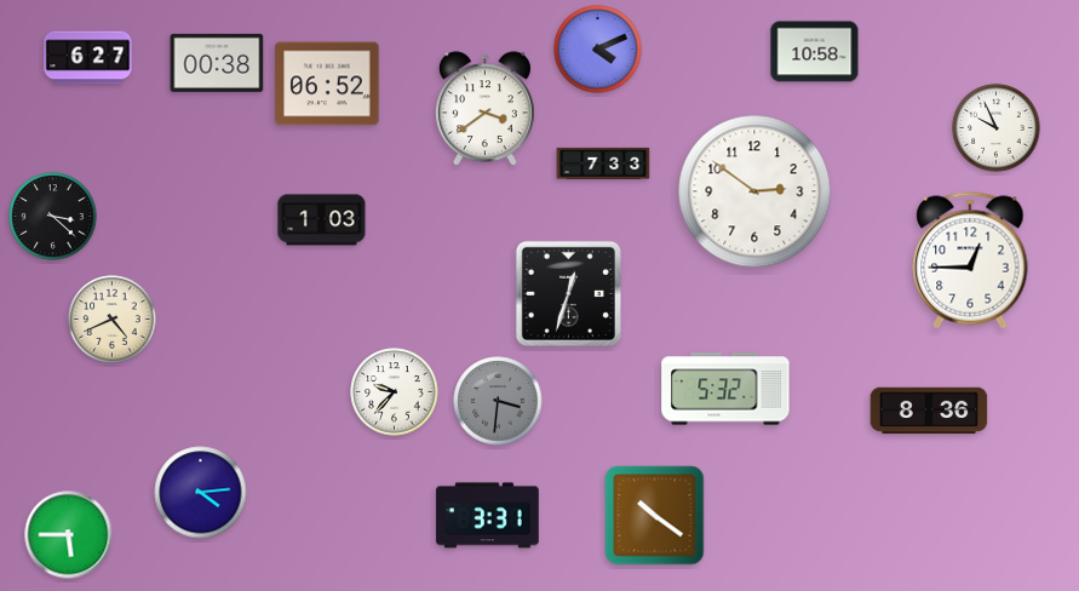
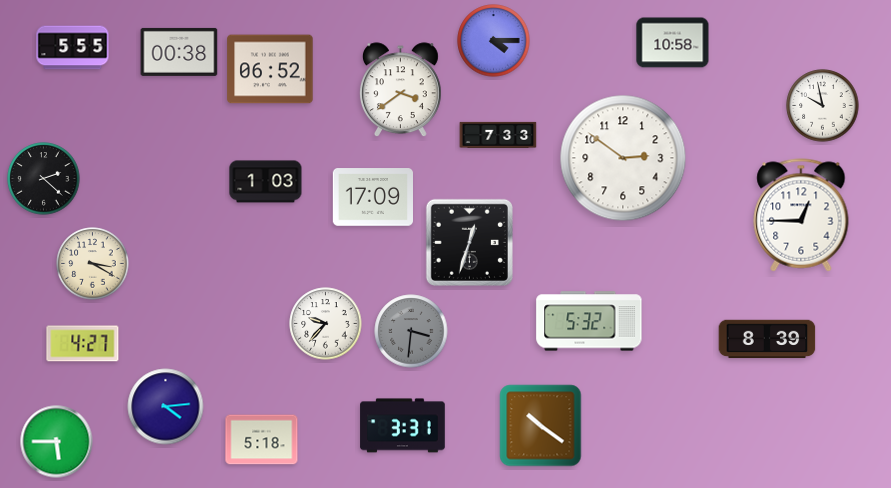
clock at (598, 50): 4:11 -> 4:15
clock at (88, 58): 6:27 -> 5:55
clock at (997, 128): 9:56 -> 9:58
clock at (53, 217): 3:22 -> 2:22
clock at (372, 197): none -> 17:09
clock at (113, 320): 4:41 -> 3:20
clock at (725, 389) position: (725, 389) -> (589, 321)
clock at (929, 411): 8:36 -> 8:39
clock at (83, 344): none -> 4:27
clock at (262, 440): none -> 5:18
